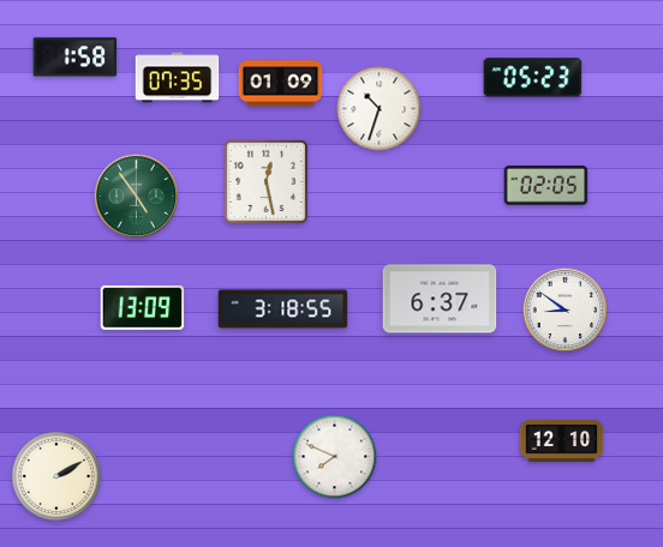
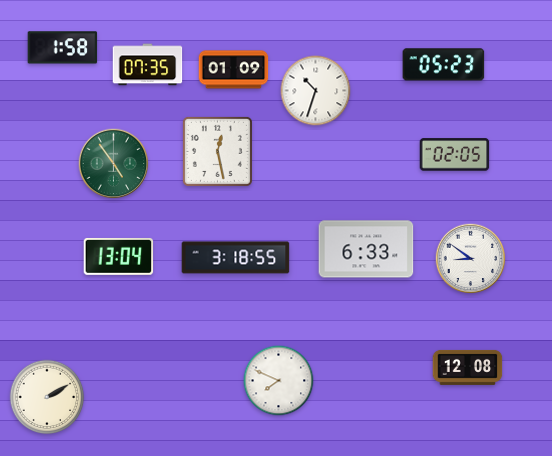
clock at (265, 181) position: (265, 181) -> (217, 151)
clock at (440, 299): 6:37 -> 6:33
clock at (143, 307): 13:09 -> 13:04
clock at (562, 440): 12:10 -> 12:08
